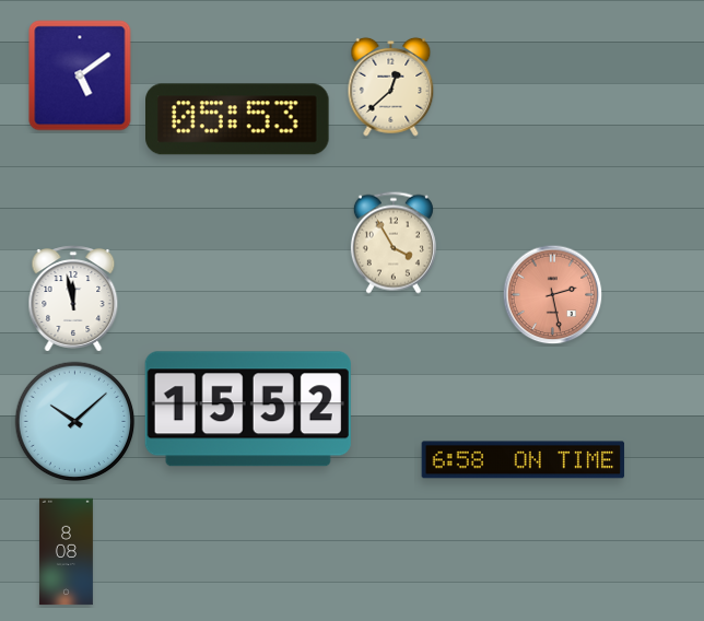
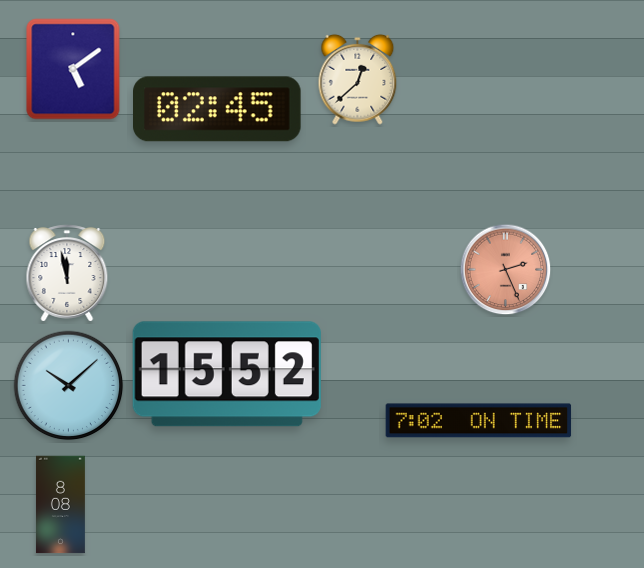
clock at (238, 119): 05:53 -> 02:45
clock at (394, 243): 3:55 -> none
clock at (553, 295): 2:28 -> 2:26
clock at (524, 460): 6:58 -> 7:02
